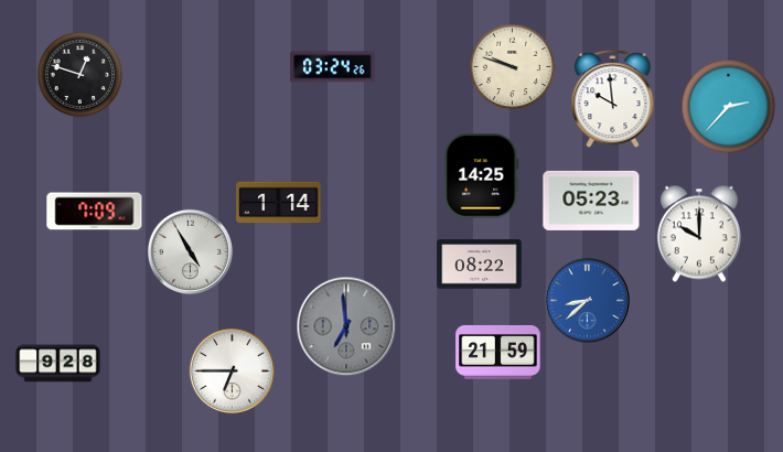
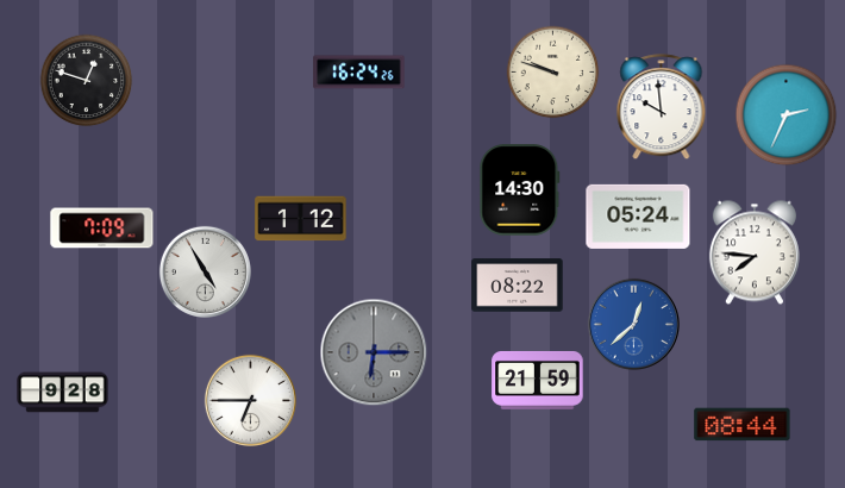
clock at (333, 67): 03:24 -> 16:24
clock at (728, 106): 2:37 -> 2:34
clock at (482, 176): 14:25 -> 14:30
clock at (591, 201): 05:23 -> 05:24
clock at (279, 203): 1:14 -> 1:12
clock at (699, 234): 10:00 -> 7:46
clock at (587, 300): 8:38 -> 12:38
clock at (346, 326): 6:59 -> 6:15
clock at (743, 425): none -> 08:44
